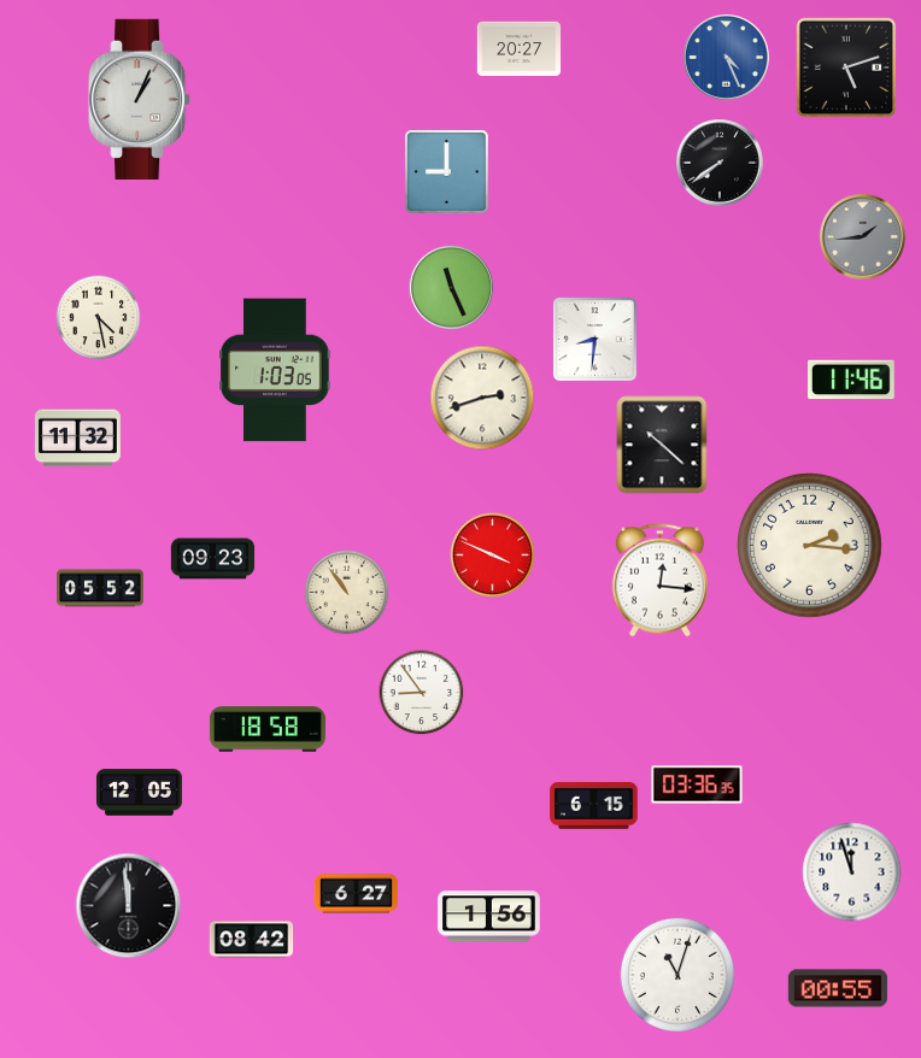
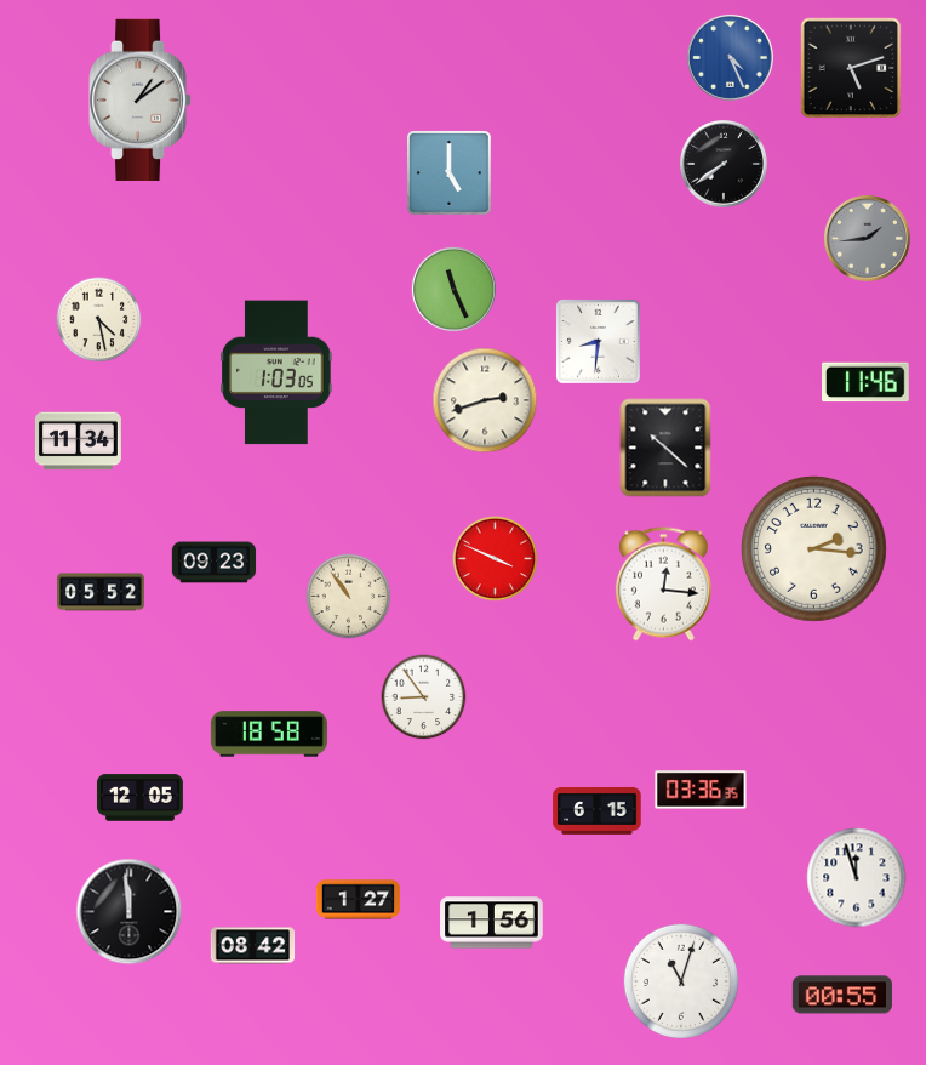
clock at (520, 48): 20:27 -> none
clock at (141, 99): 1:04 -> 1:09
clock at (447, 172): 9:00 -> 5:00
clock at (852, 380) position: (852, 380) -> (867, 382)
clock at (77, 439): 11:32 -> 11:34
clock at (357, 894): 6:27 -> 1:27
